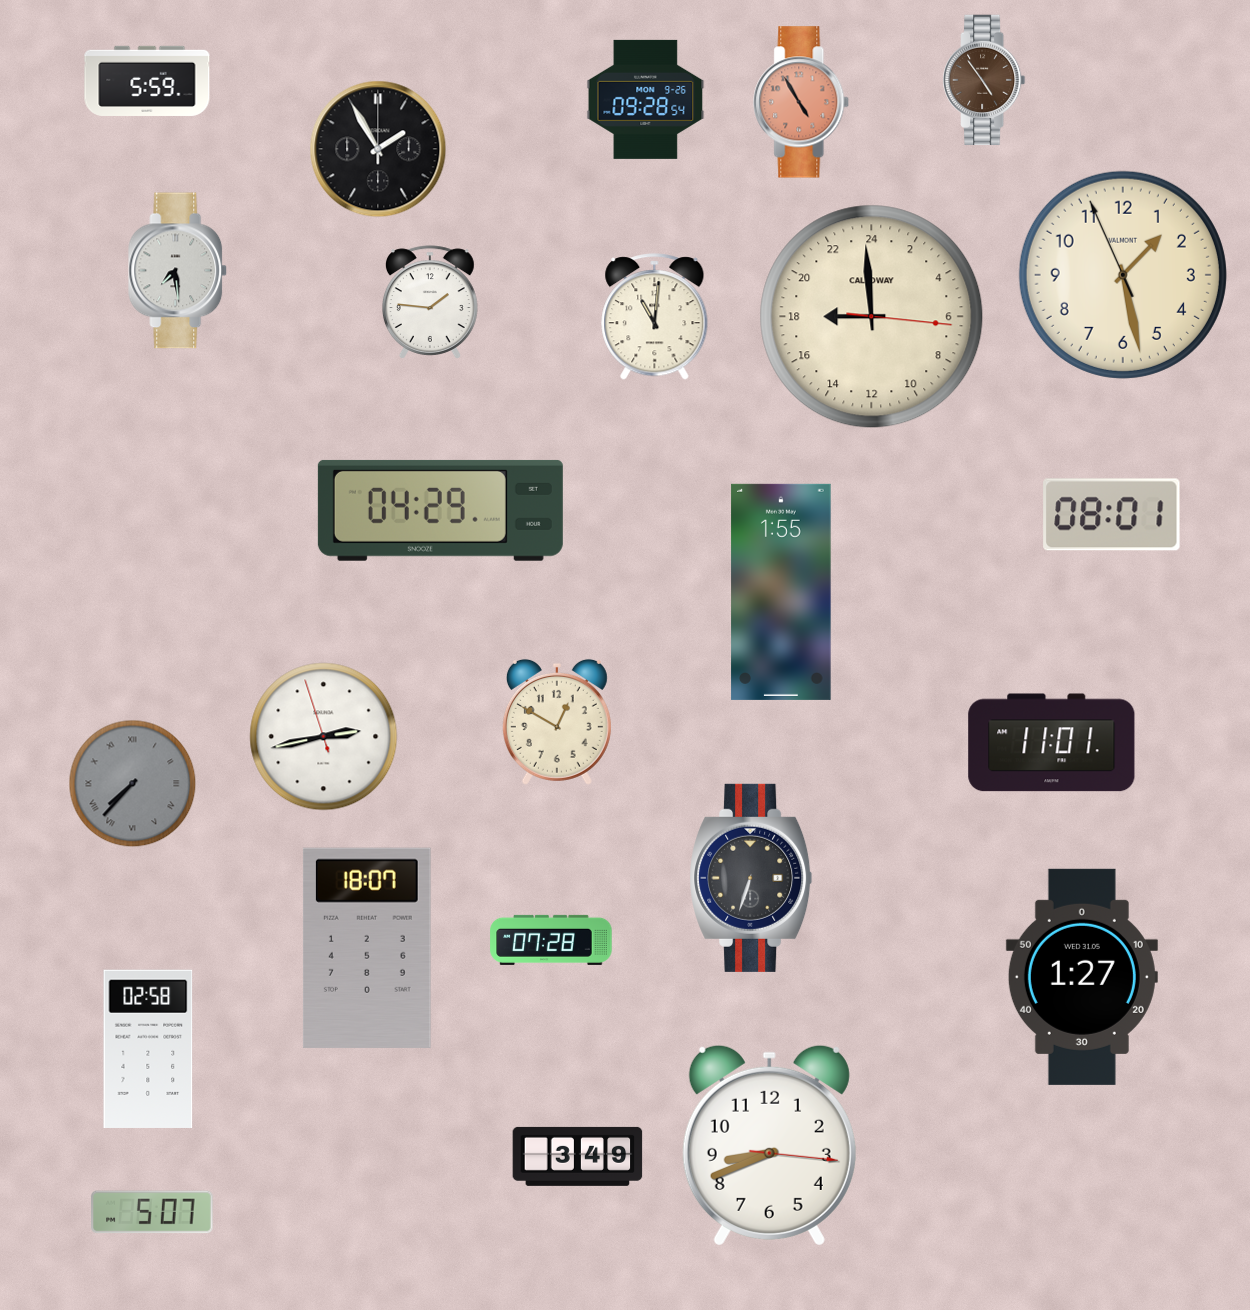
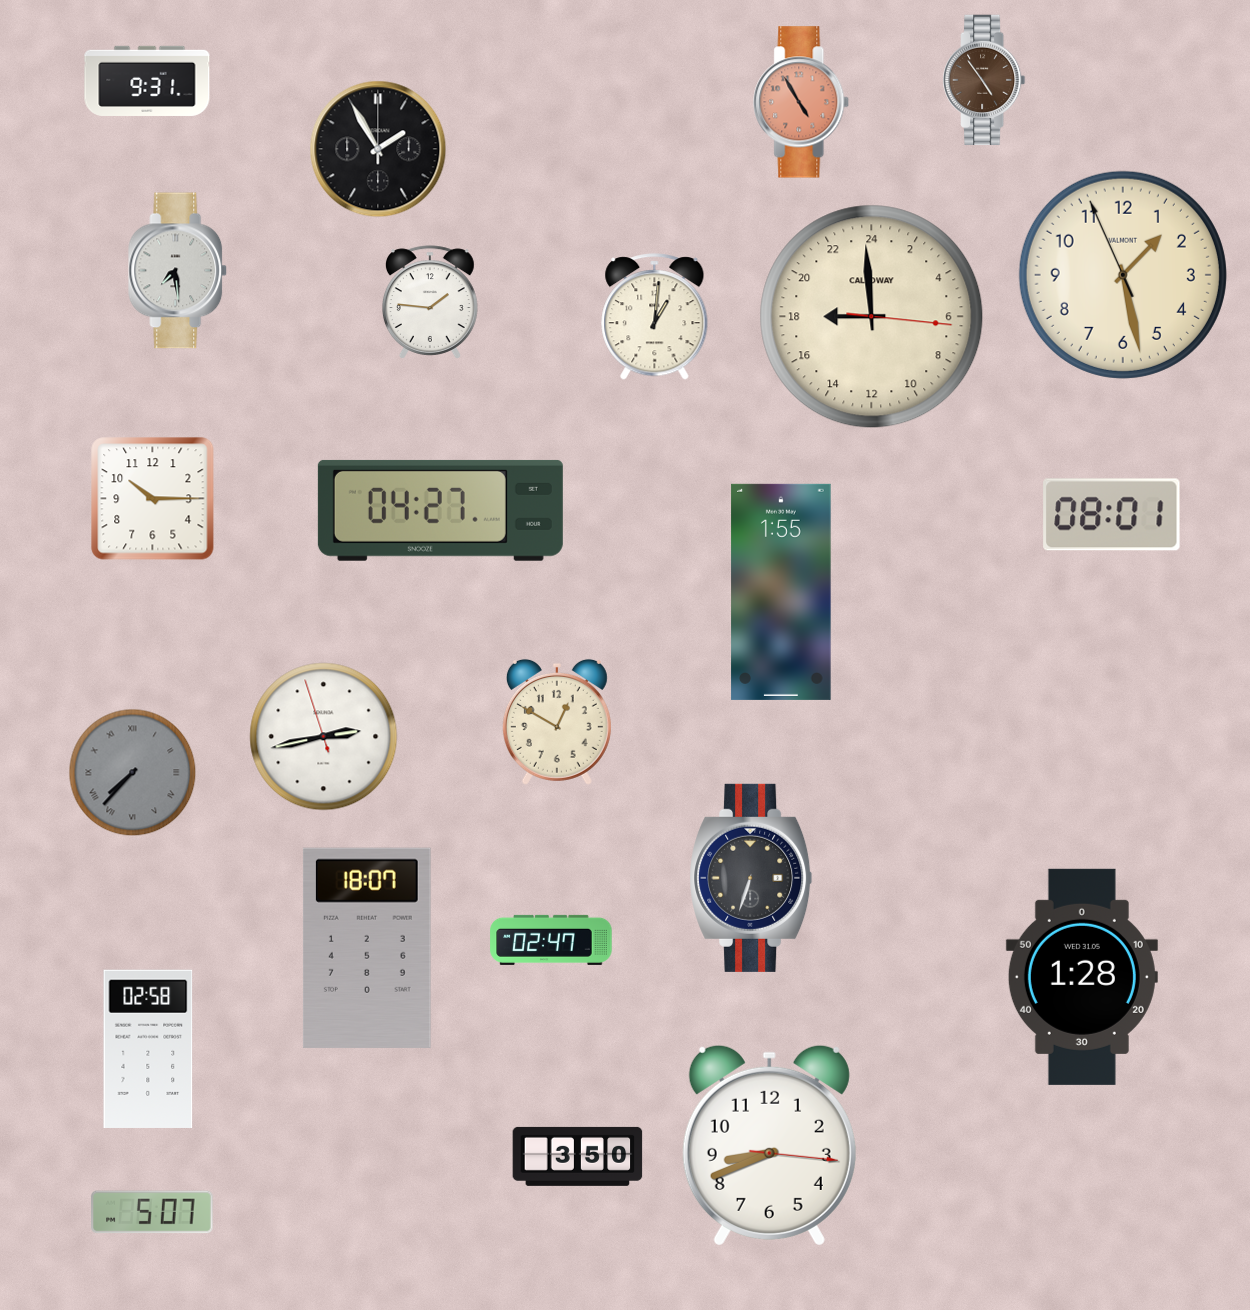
clock at (147, 81): 5:59 -> 9:31
clock at (646, 99): 09:28 -> none
clock at (655, 317): 11:01 -> 1:01
clock at (153, 499): none -> 10:15
clock at (440, 510): 04:29 -> 04:27
clock at (1052, 743): 11:01 -> none
clock at (133, 784) position: (133, 784) -> (133, 773)
clock at (551, 940): 07:28 -> 02:47
clock at (1082, 977): 1:27 -> 1:28
clock at (578, 1156): 3:49 -> 3:50
